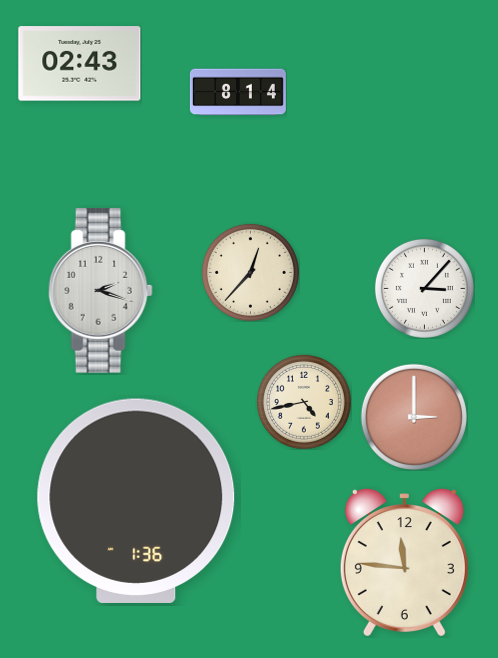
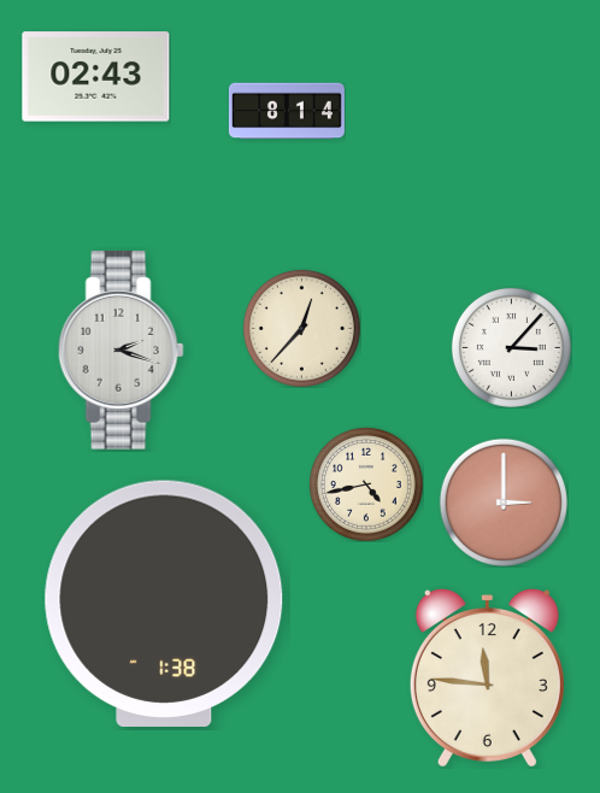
clock at (414, 417) position: (414, 417) -> (504, 503)
clock at (136, 501): 1:36 -> 1:38
